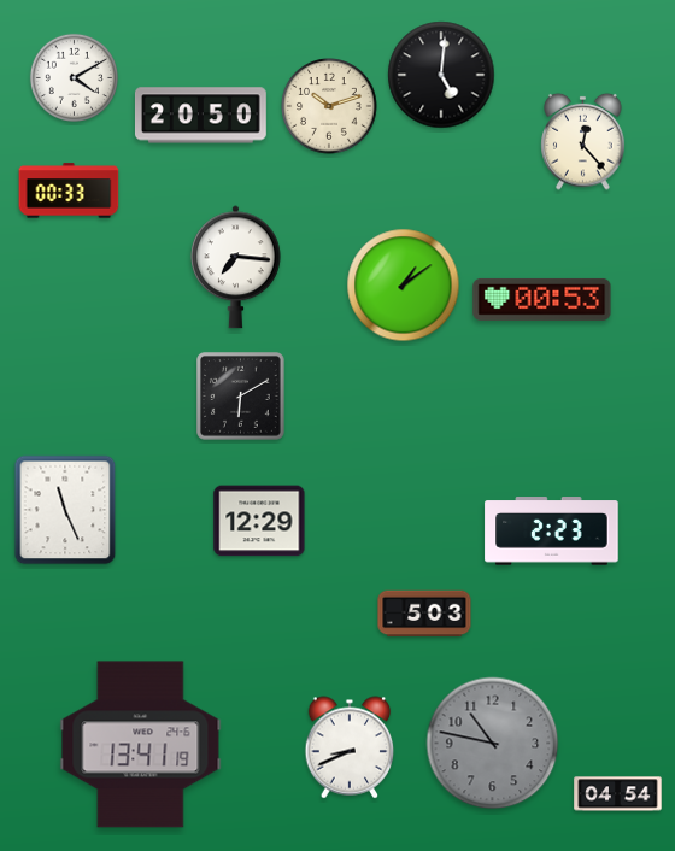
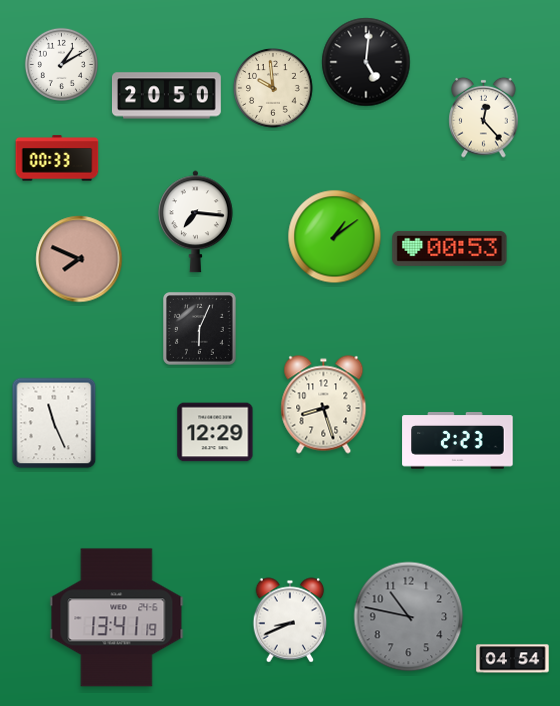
clock at (74, 77): 4:10 -> 1:10
clock at (330, 107): 10:12 -> 9:59
clock at (79, 259): none -> 7:49
clock at (241, 397): 6:10 -> 6:04
clock at (324, 405): none -> 8:27
clock at (424, 614): 5:03 -> none
